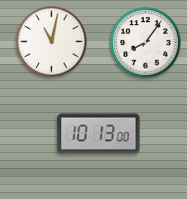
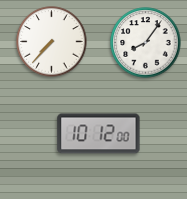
clock at (52, 42): 11:02 -> 7:37
clock at (99, 134): 10:13 -> 10:12
